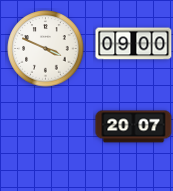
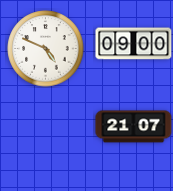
clock at (46, 49): 3:49 -> 4:49
clock at (134, 127): 20:07 -> 21:07
